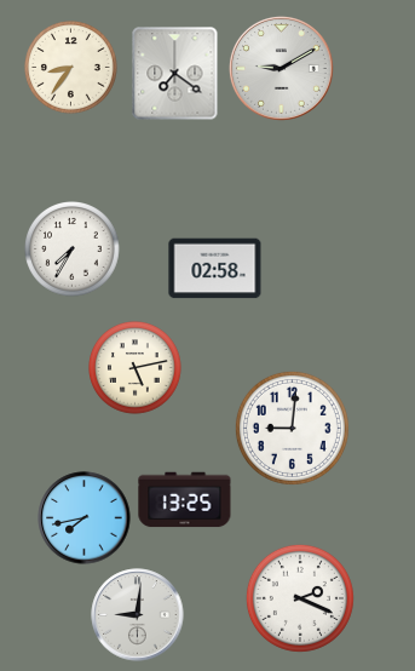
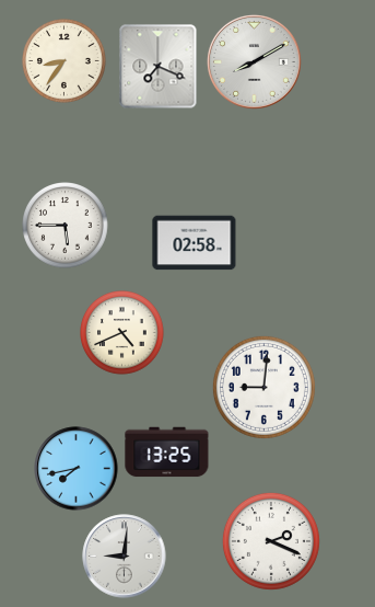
clock at (281, 68): 9:10 -> 8:10
clock at (175, 74): 7:21 -> 7:19
clock at (73, 250): 7:35 -> 5:45
clock at (136, 368): 5:13 -> 4:41
